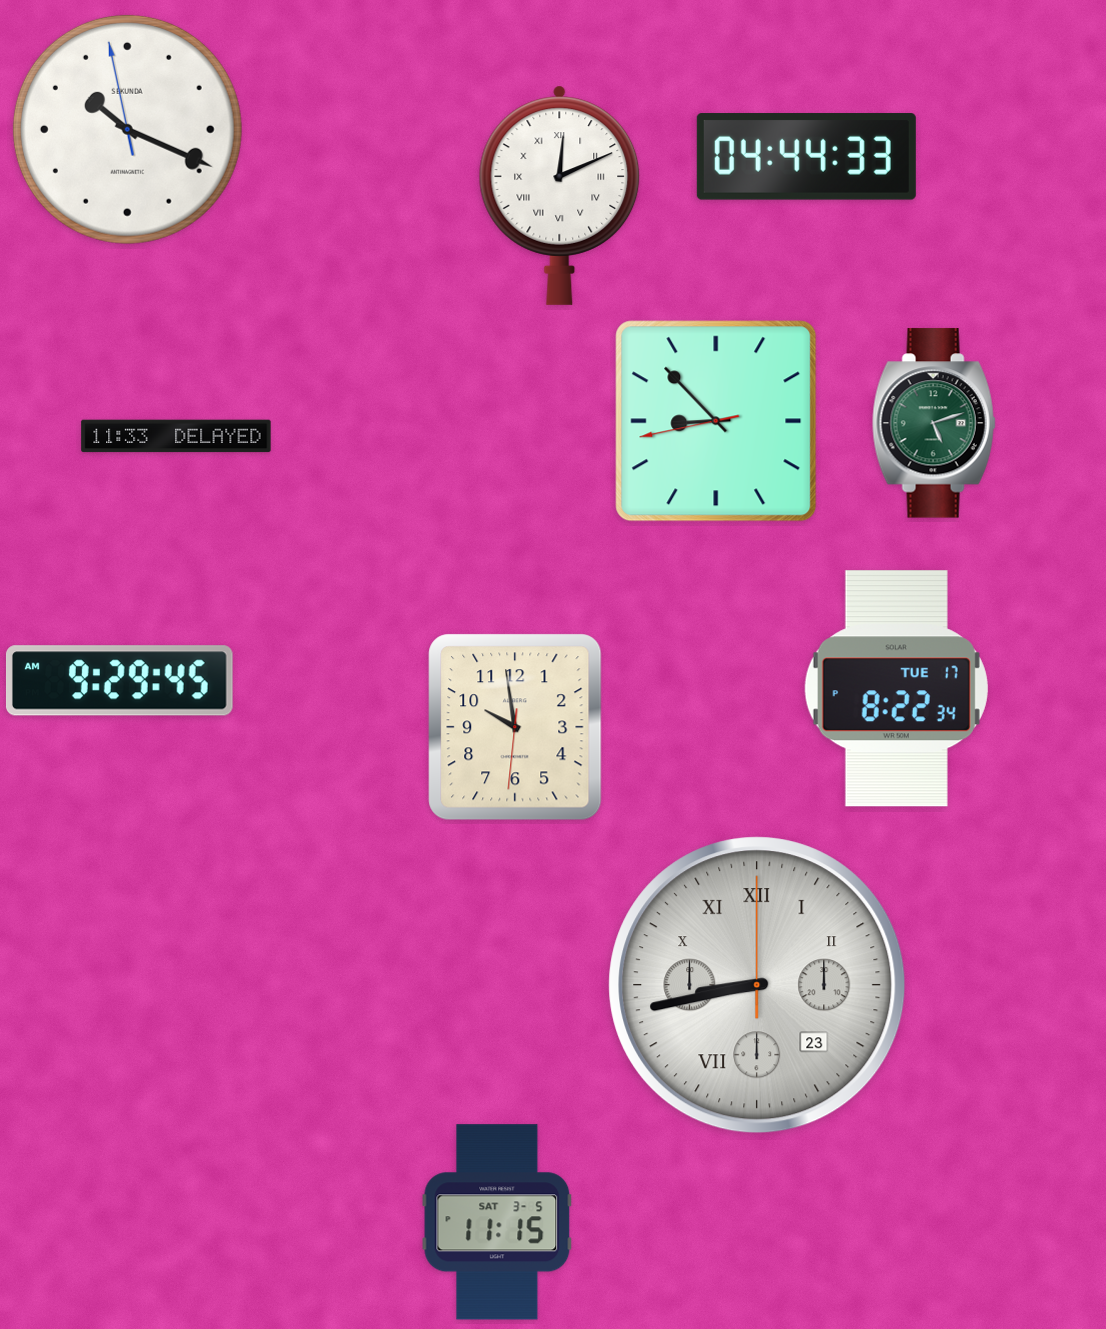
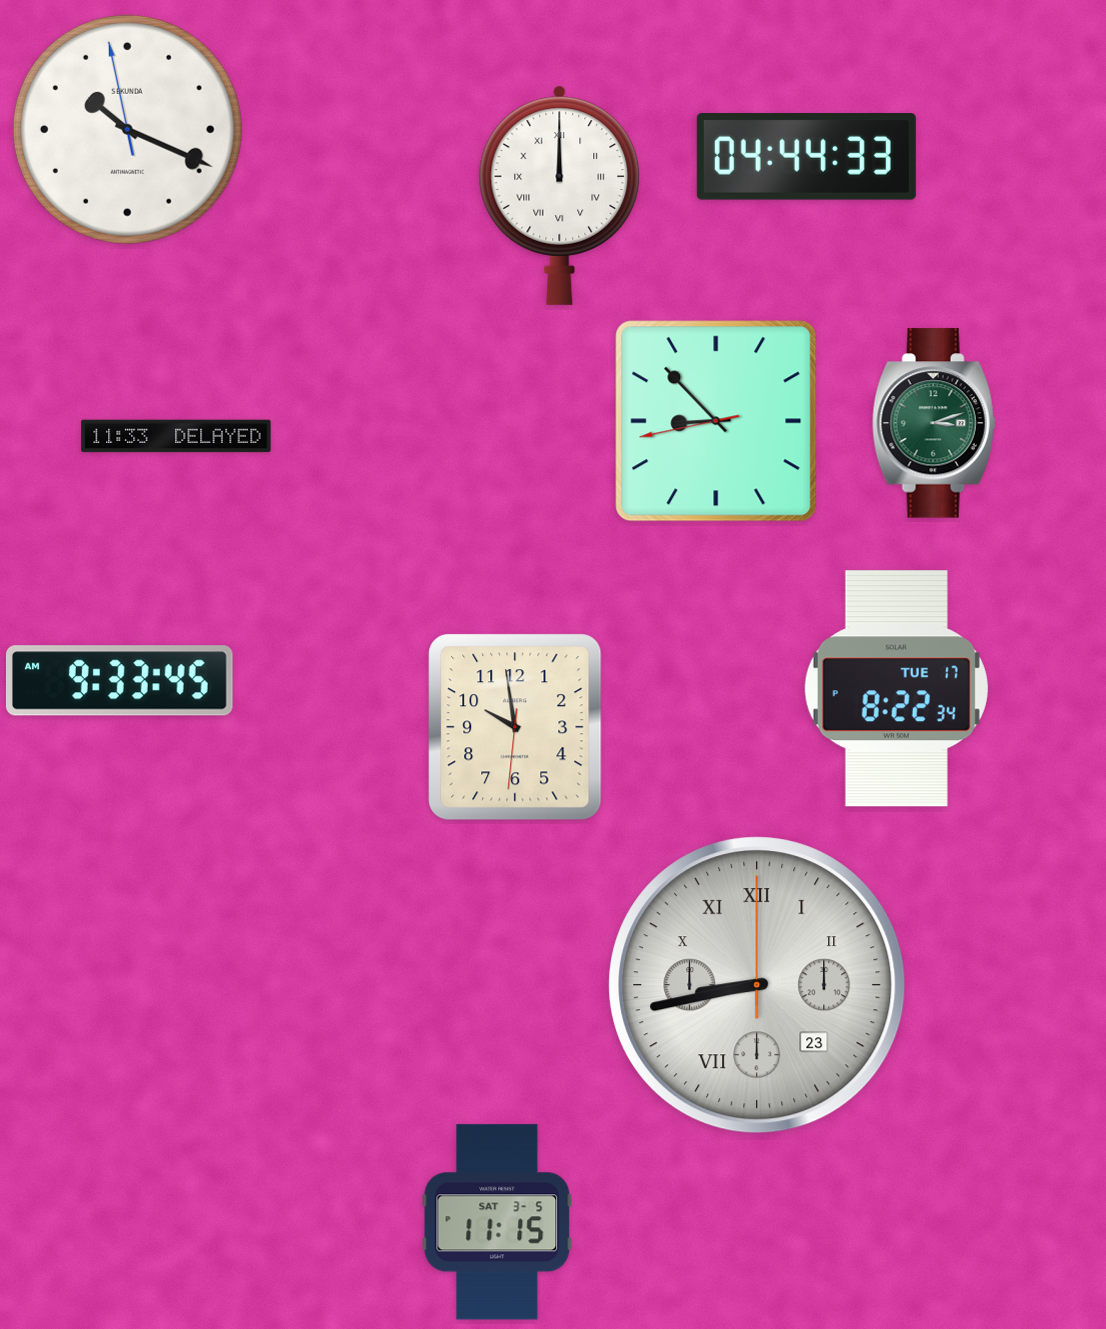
clock at (560, 195): 12:11 -> 12:00
clock at (934, 423): 5:12 -> 3:12
clock at (119, 681): 9:29 -> 9:33
